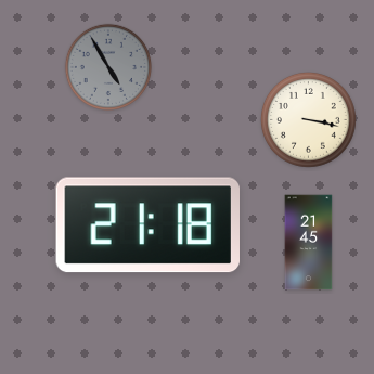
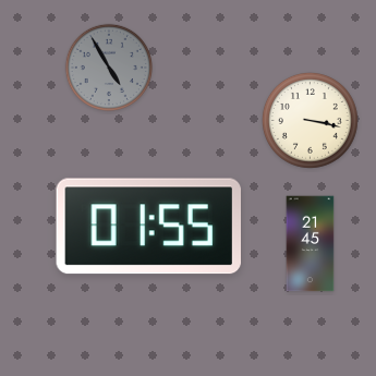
clock at (147, 225): 21:18 -> 01:55
